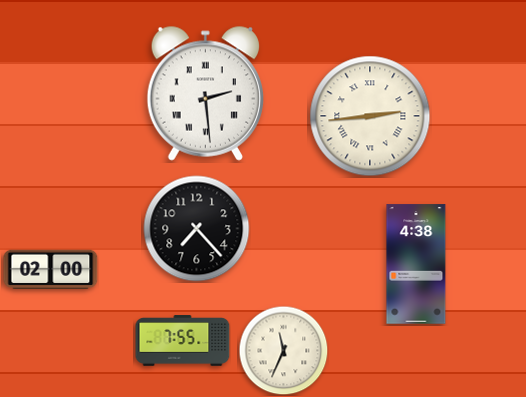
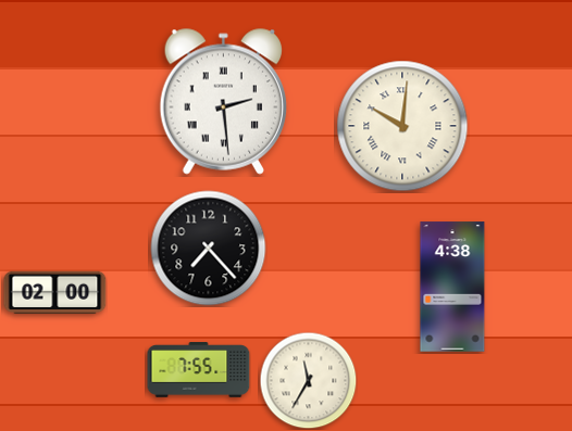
clock at (370, 116): 2:44 -> 10:01
clock at (197, 229) position: (197, 229) -> (209, 249)
clock at (283, 350): 11:34 -> 11:35
